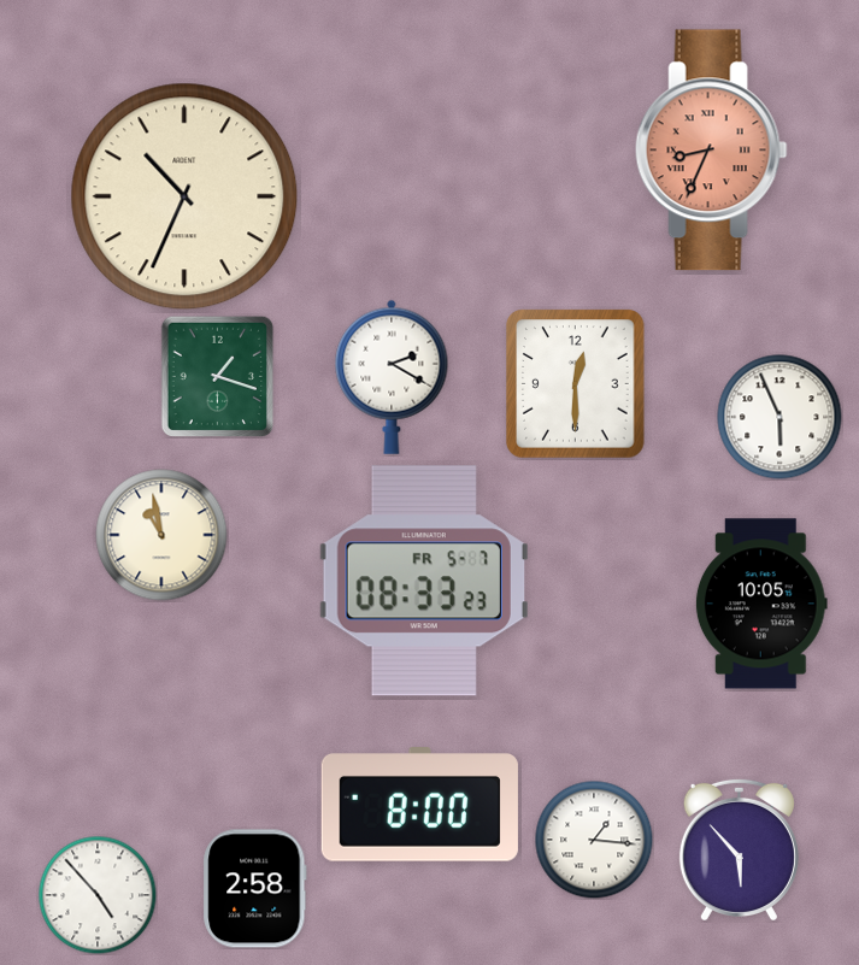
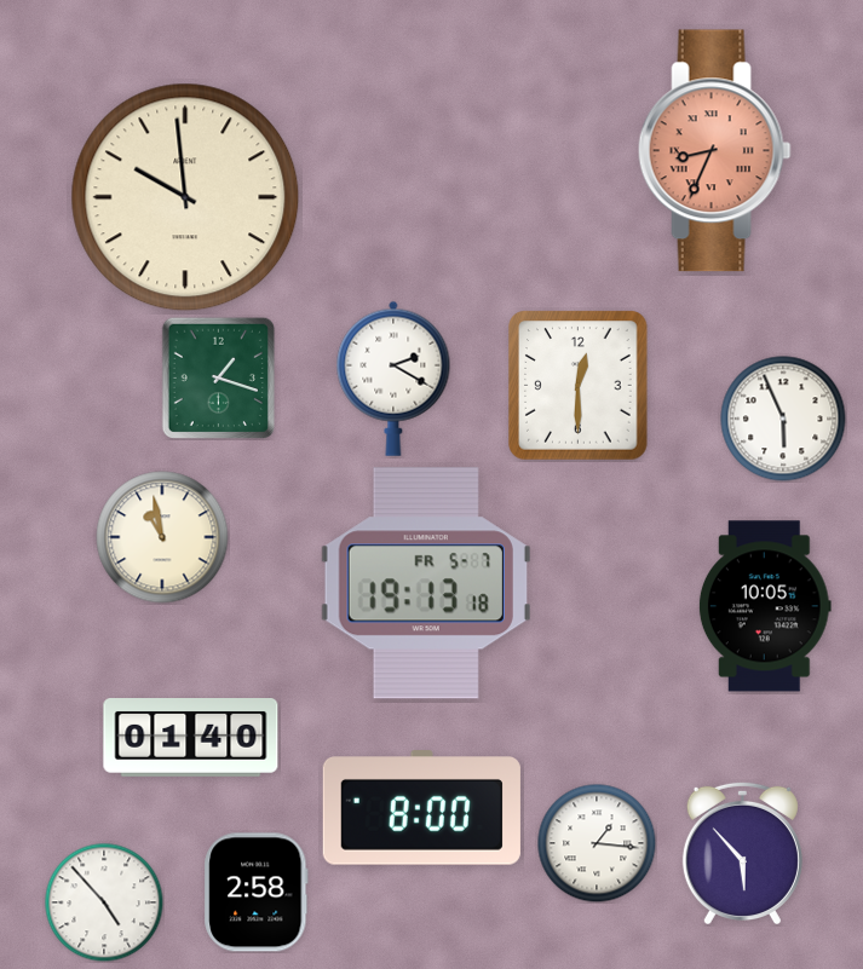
clock at (184, 196): 10:34 -> 9:59
clock at (424, 581): 08:33 -> 19:13
clock at (191, 738): none -> 01:40
clock at (98, 895) position: (98, 895) -> (104, 902)
